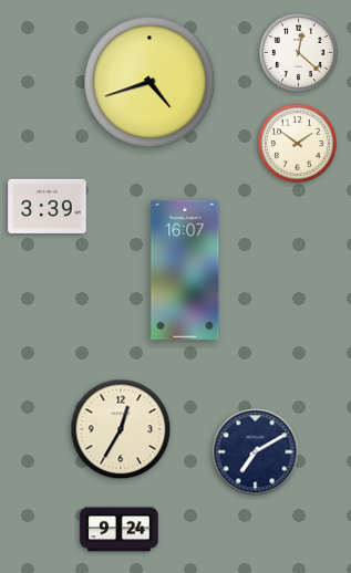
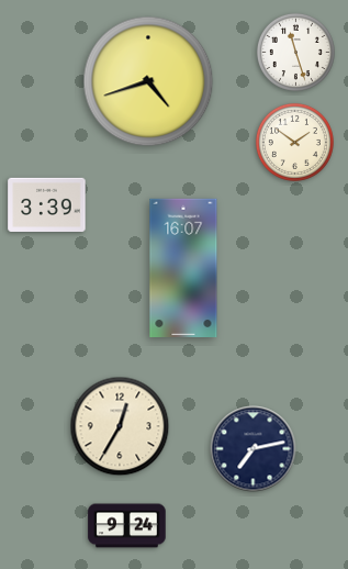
clock at (298, 52): 12:22 -> 11:27
clock at (256, 452): 7:10 -> 7:13
clock at (120, 530) position: (120, 530) -> (127, 526)
